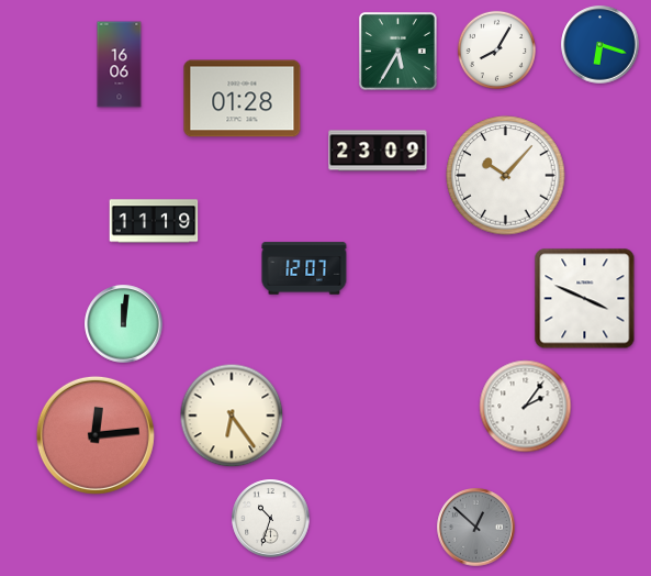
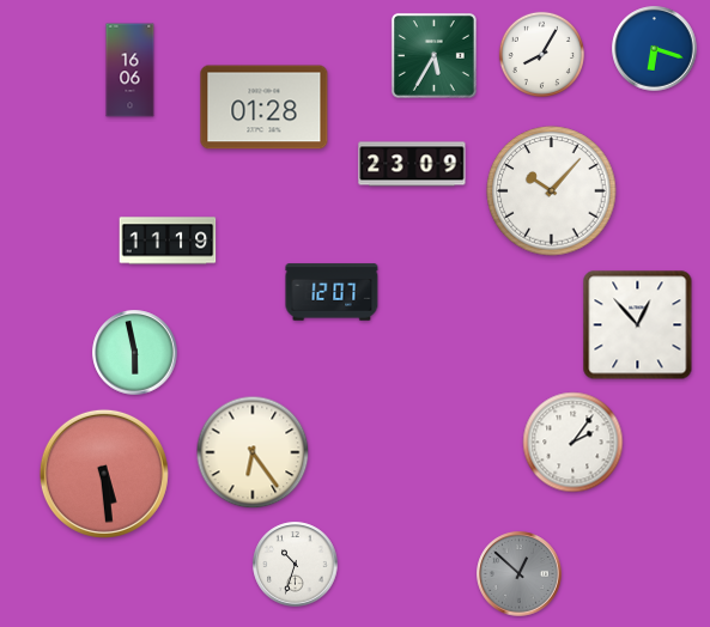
clock at (585, 299): 3:49 -> 12:53
clock at (124, 324): 12:01 -> 5:58
clock at (96, 435): 12:14 -> 5:29
